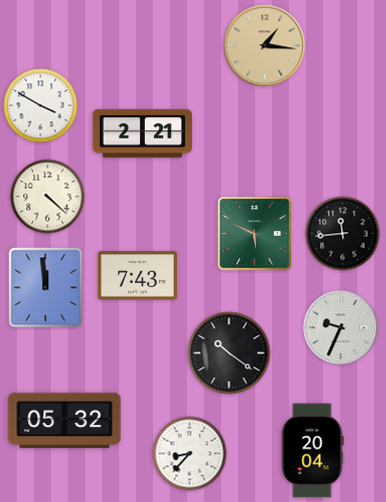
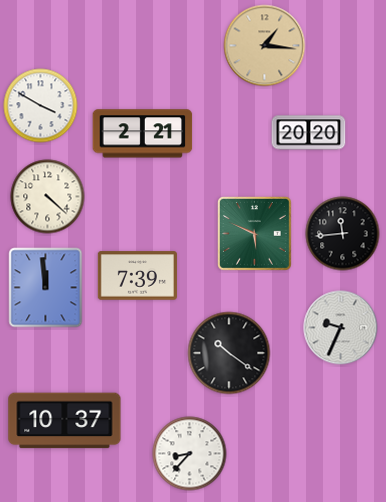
clock at (309, 133): none -> 20:20
clock at (137, 276): 7:43 -> 7:39
clock at (65, 421): 05:32 -> 10:37
clock at (313, 451): 20:04 -> none
